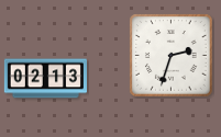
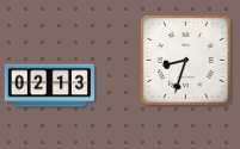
clock at (172, 56): 2:33 -> 8:33
